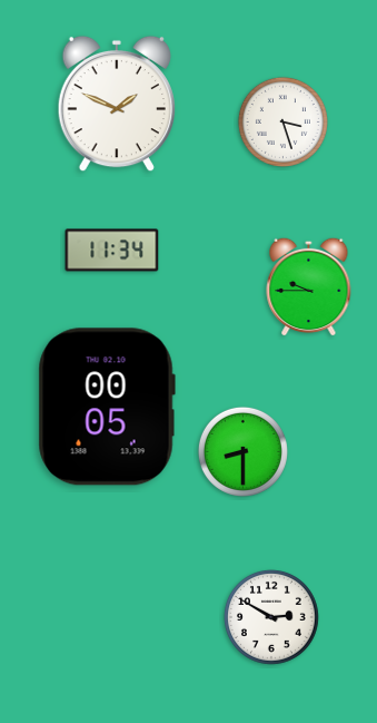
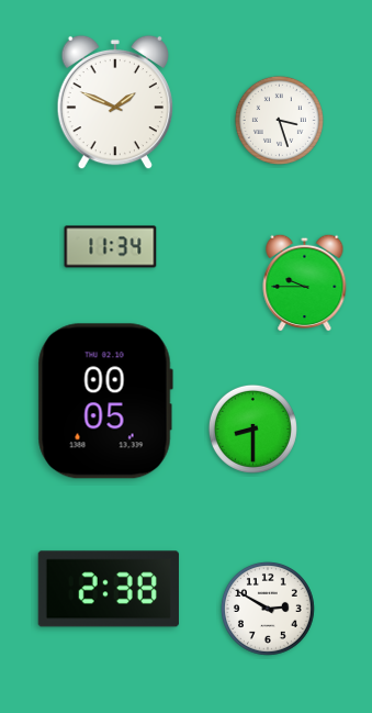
clock at (242, 451) position: (242, 451) -> (252, 428)
clock at (109, 589): none -> 2:38
